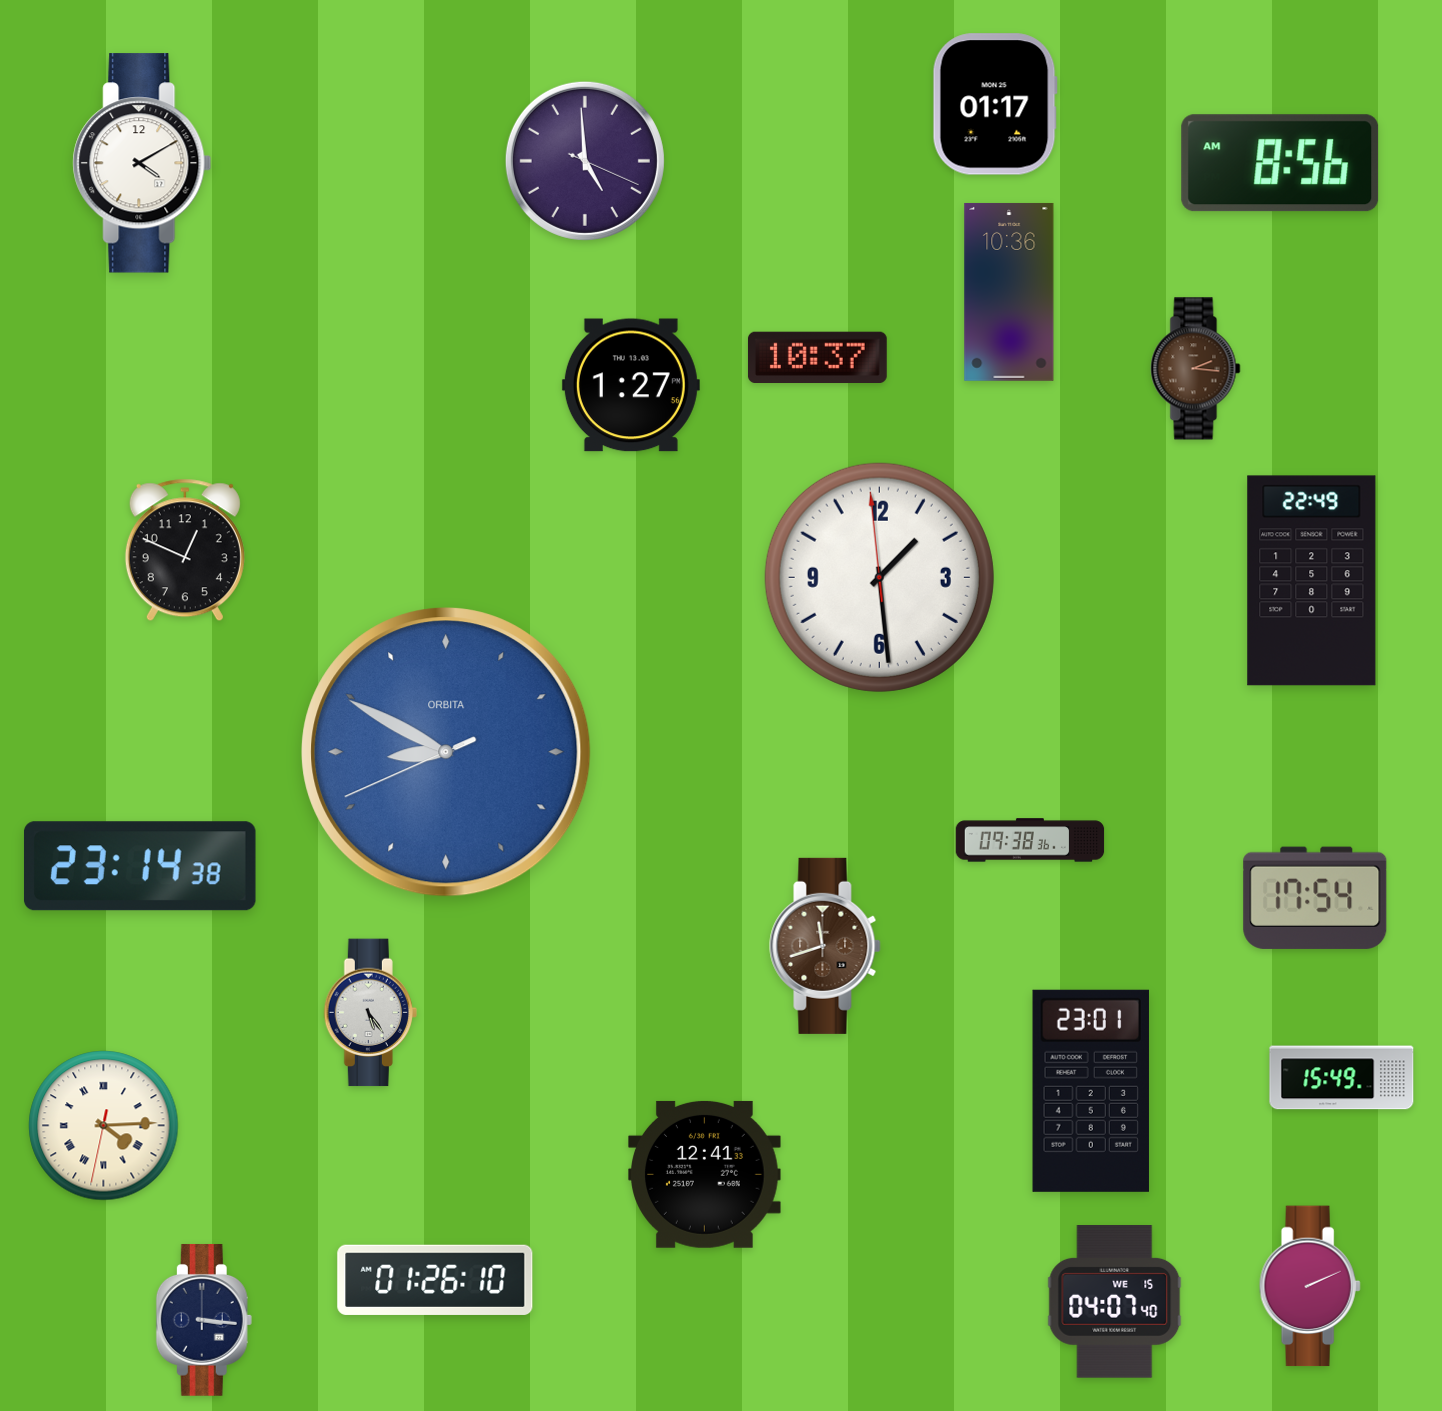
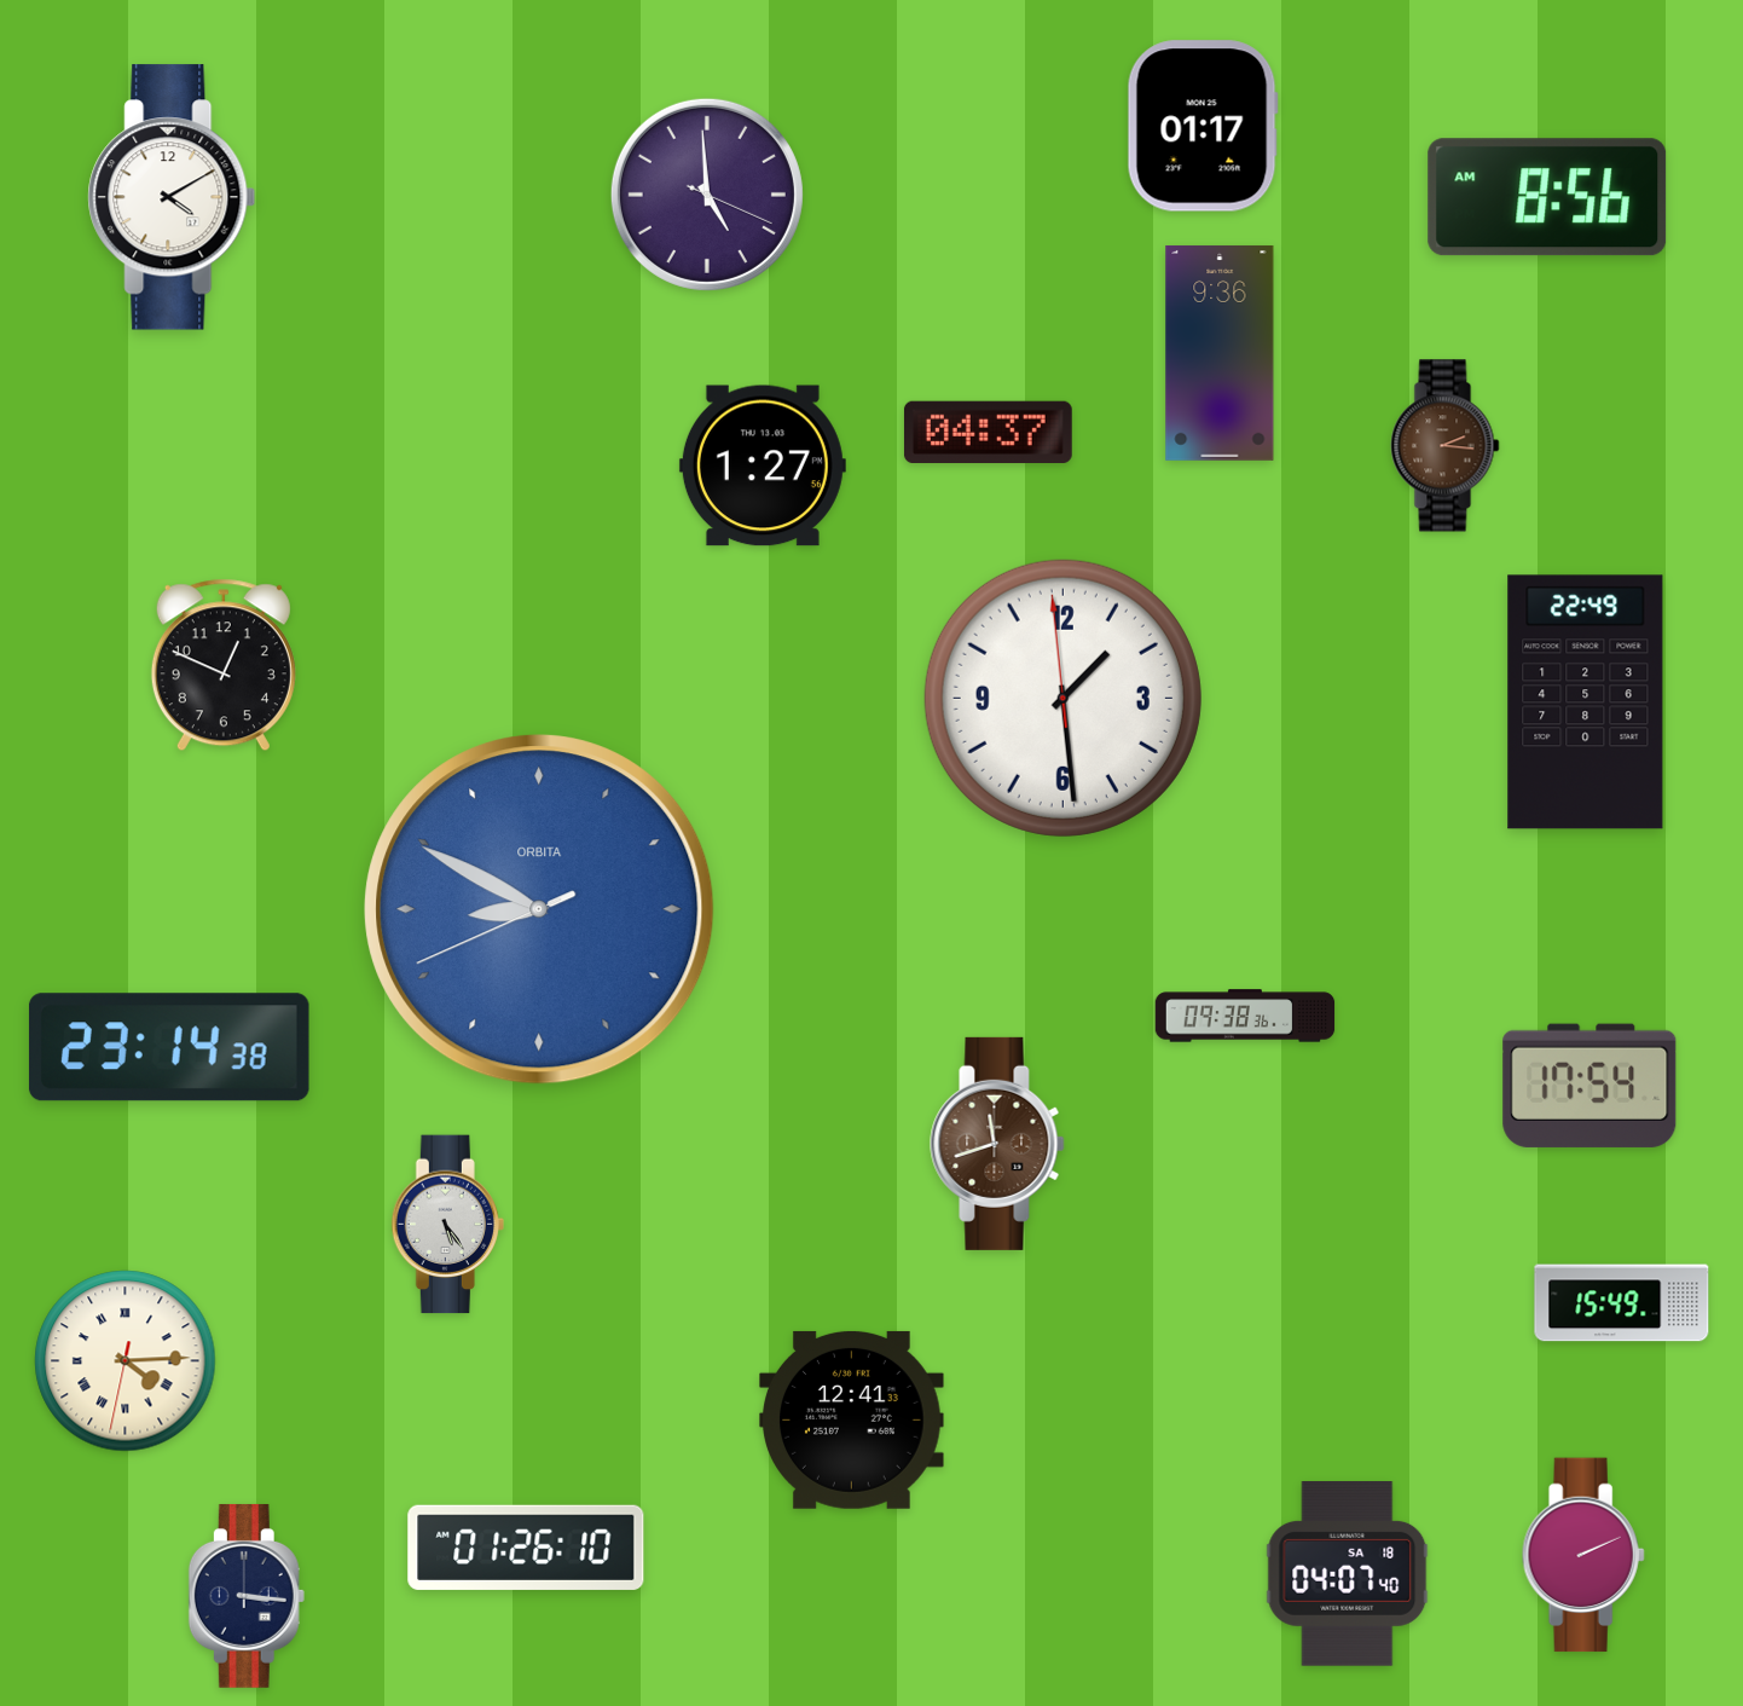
clock at (1009, 292): 10:36 -> 9:36
clock at (817, 357): 10:37 -> 04:37
clock at (1091, 1091): 23:01 -> none
clock at (1115, 1302) date: WE 15 -> SA 18
